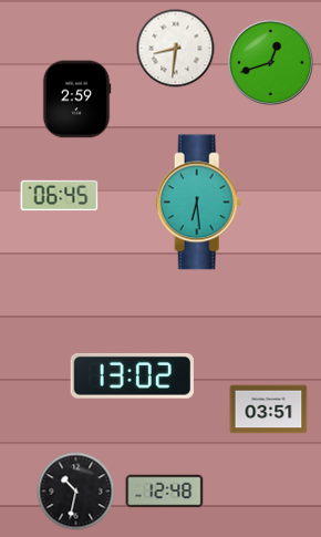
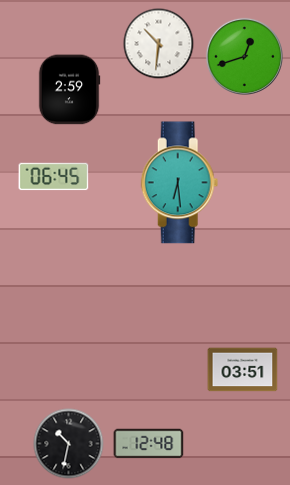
clock at (176, 49): 8:31 -> 10:31
clock at (132, 375): 13:02 -> none
